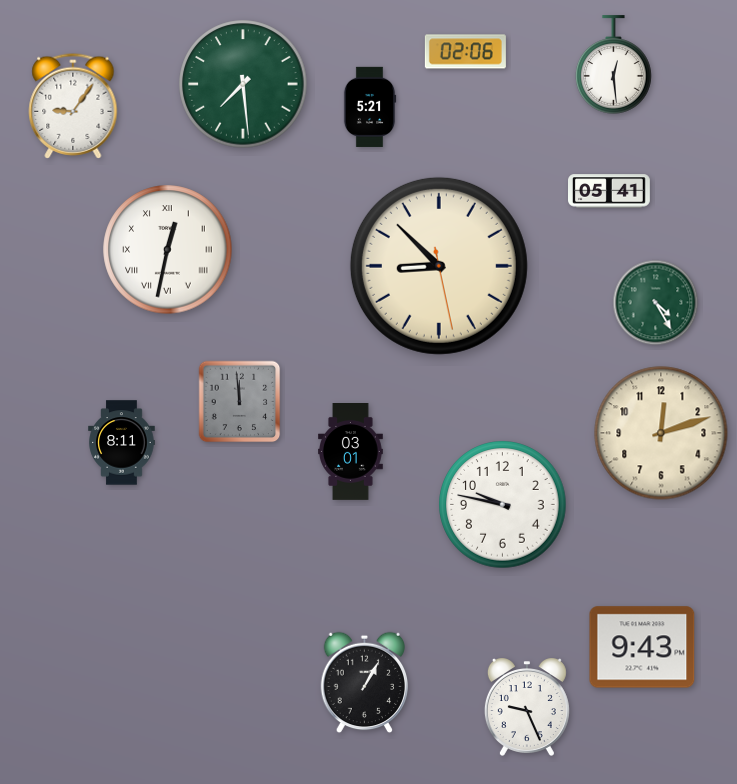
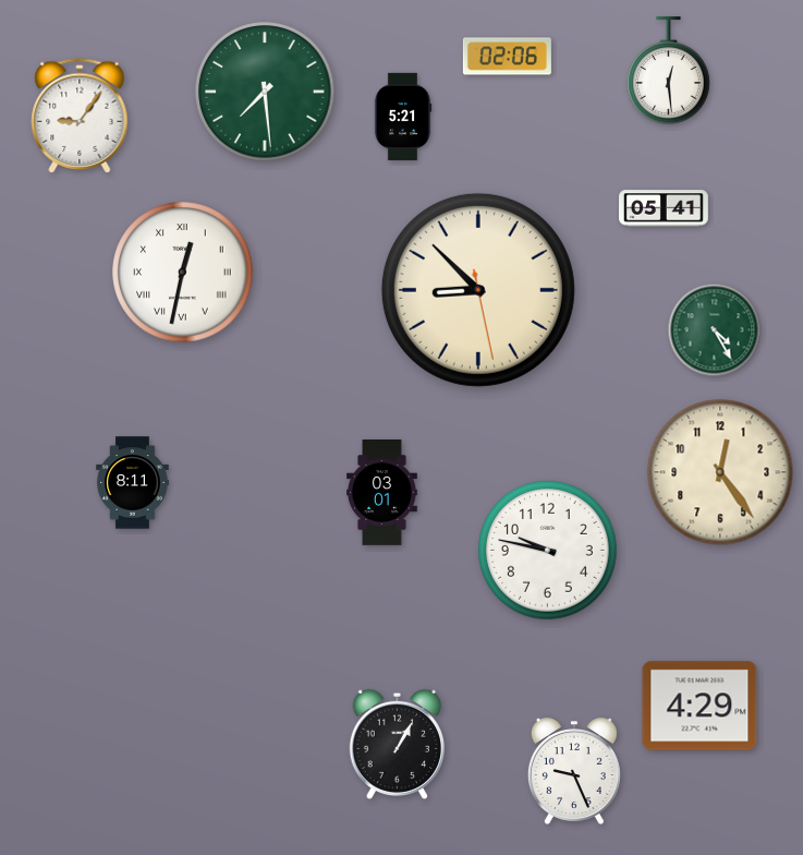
clock at (240, 402): 11:59 -> none
clock at (661, 433): 12:12 -> 12:24
clock at (642, 647): 9:43 -> 4:29
